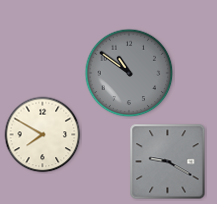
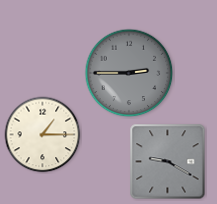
clock at (129, 73): 10:51 -> 2:45
clock at (43, 135): 7:50 -> 1:15
